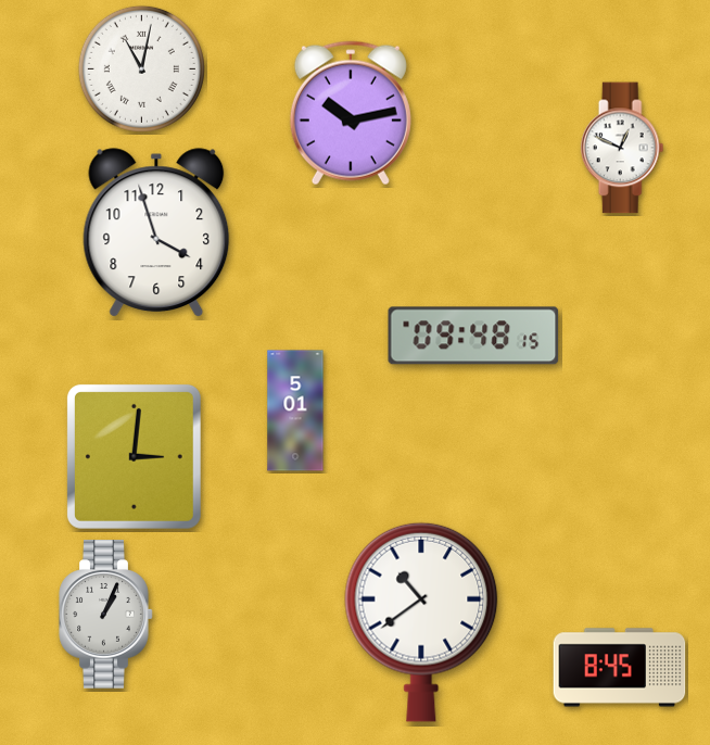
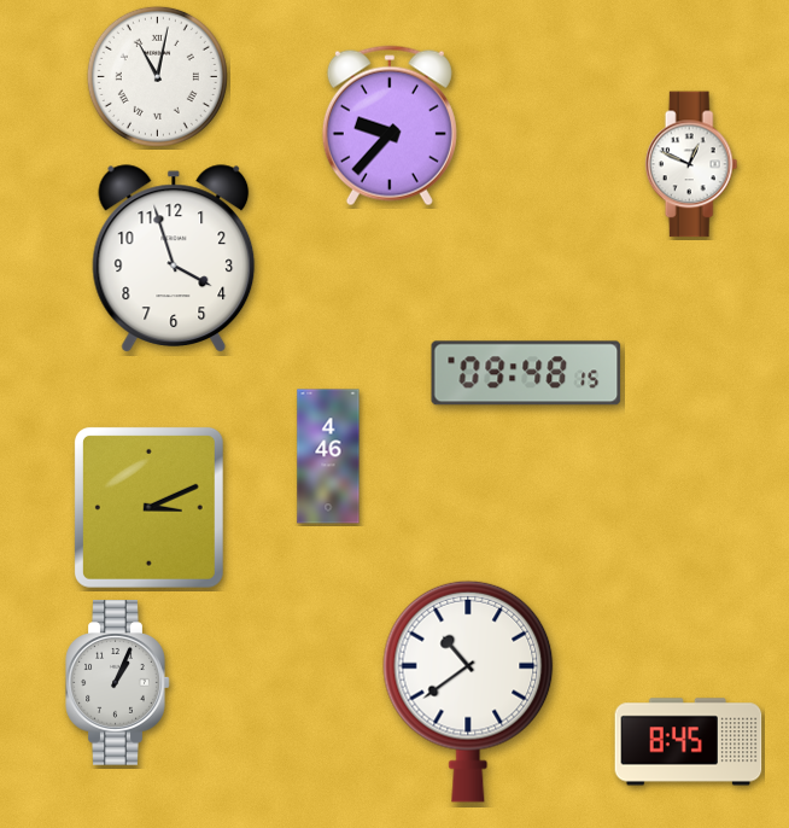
clock at (351, 113): 10:13 -> 9:37
clock at (295, 411): 5:01 -> 4:46
clock at (134, 456): 3:01 -> 3:11
